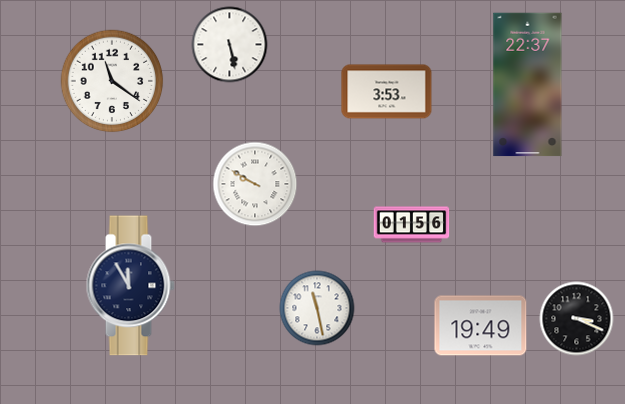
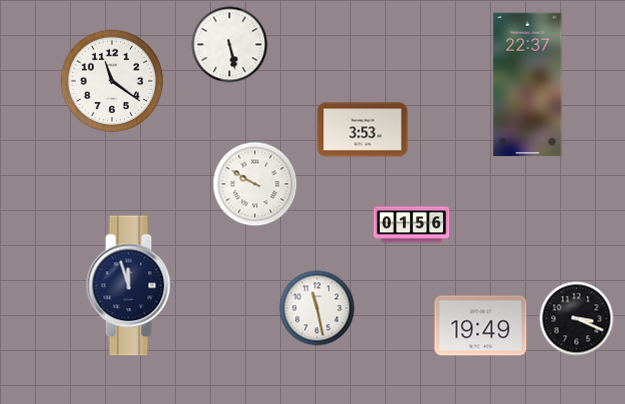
clock at (387, 92) position: (387, 92) -> (363, 130)
clock at (130, 286): 11:55 -> 11:57
